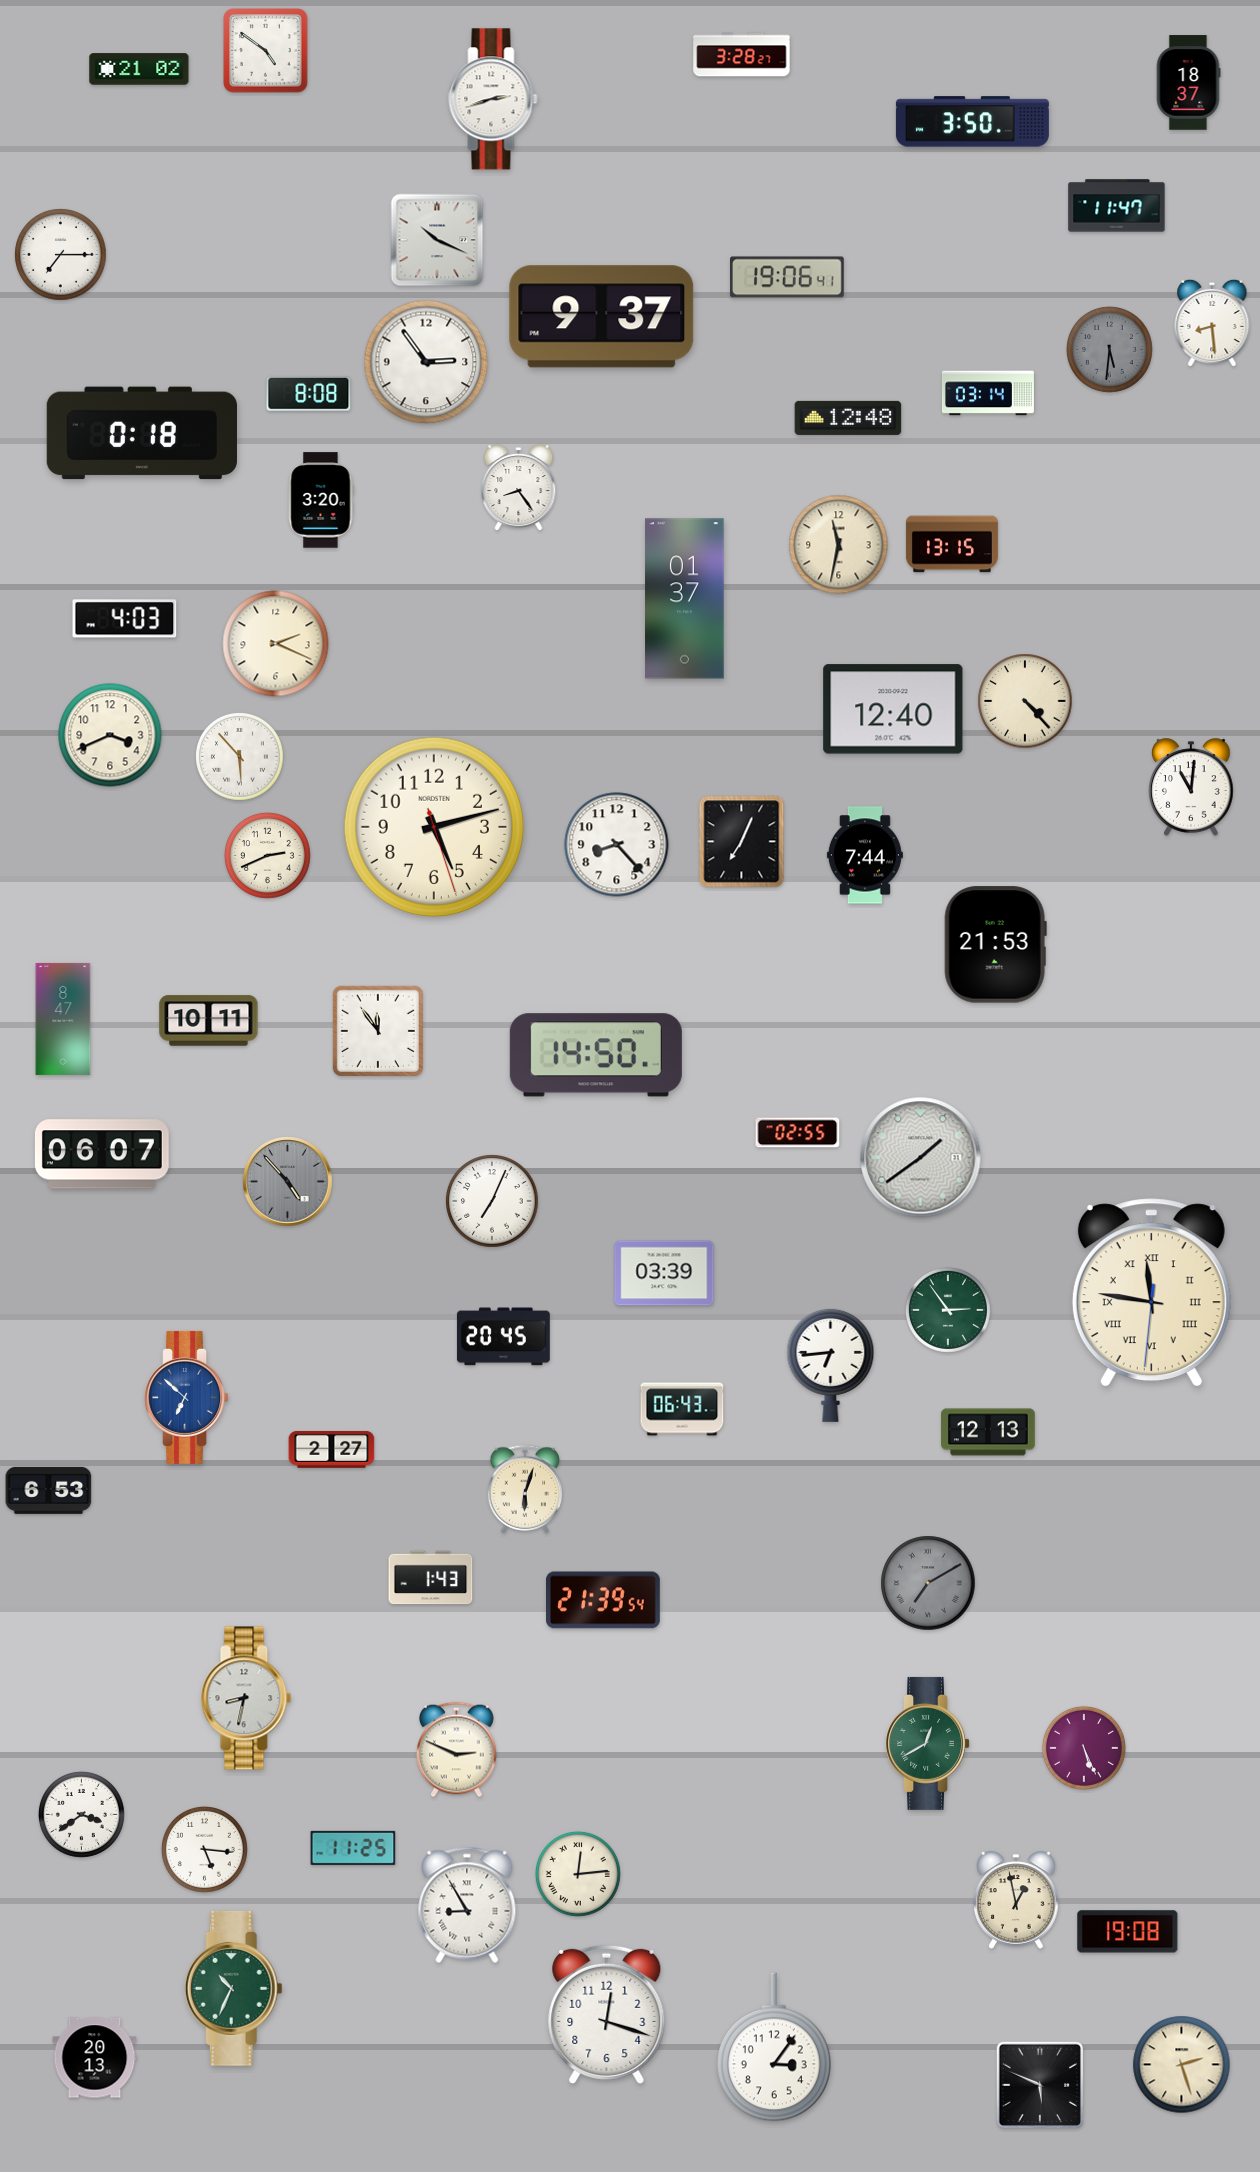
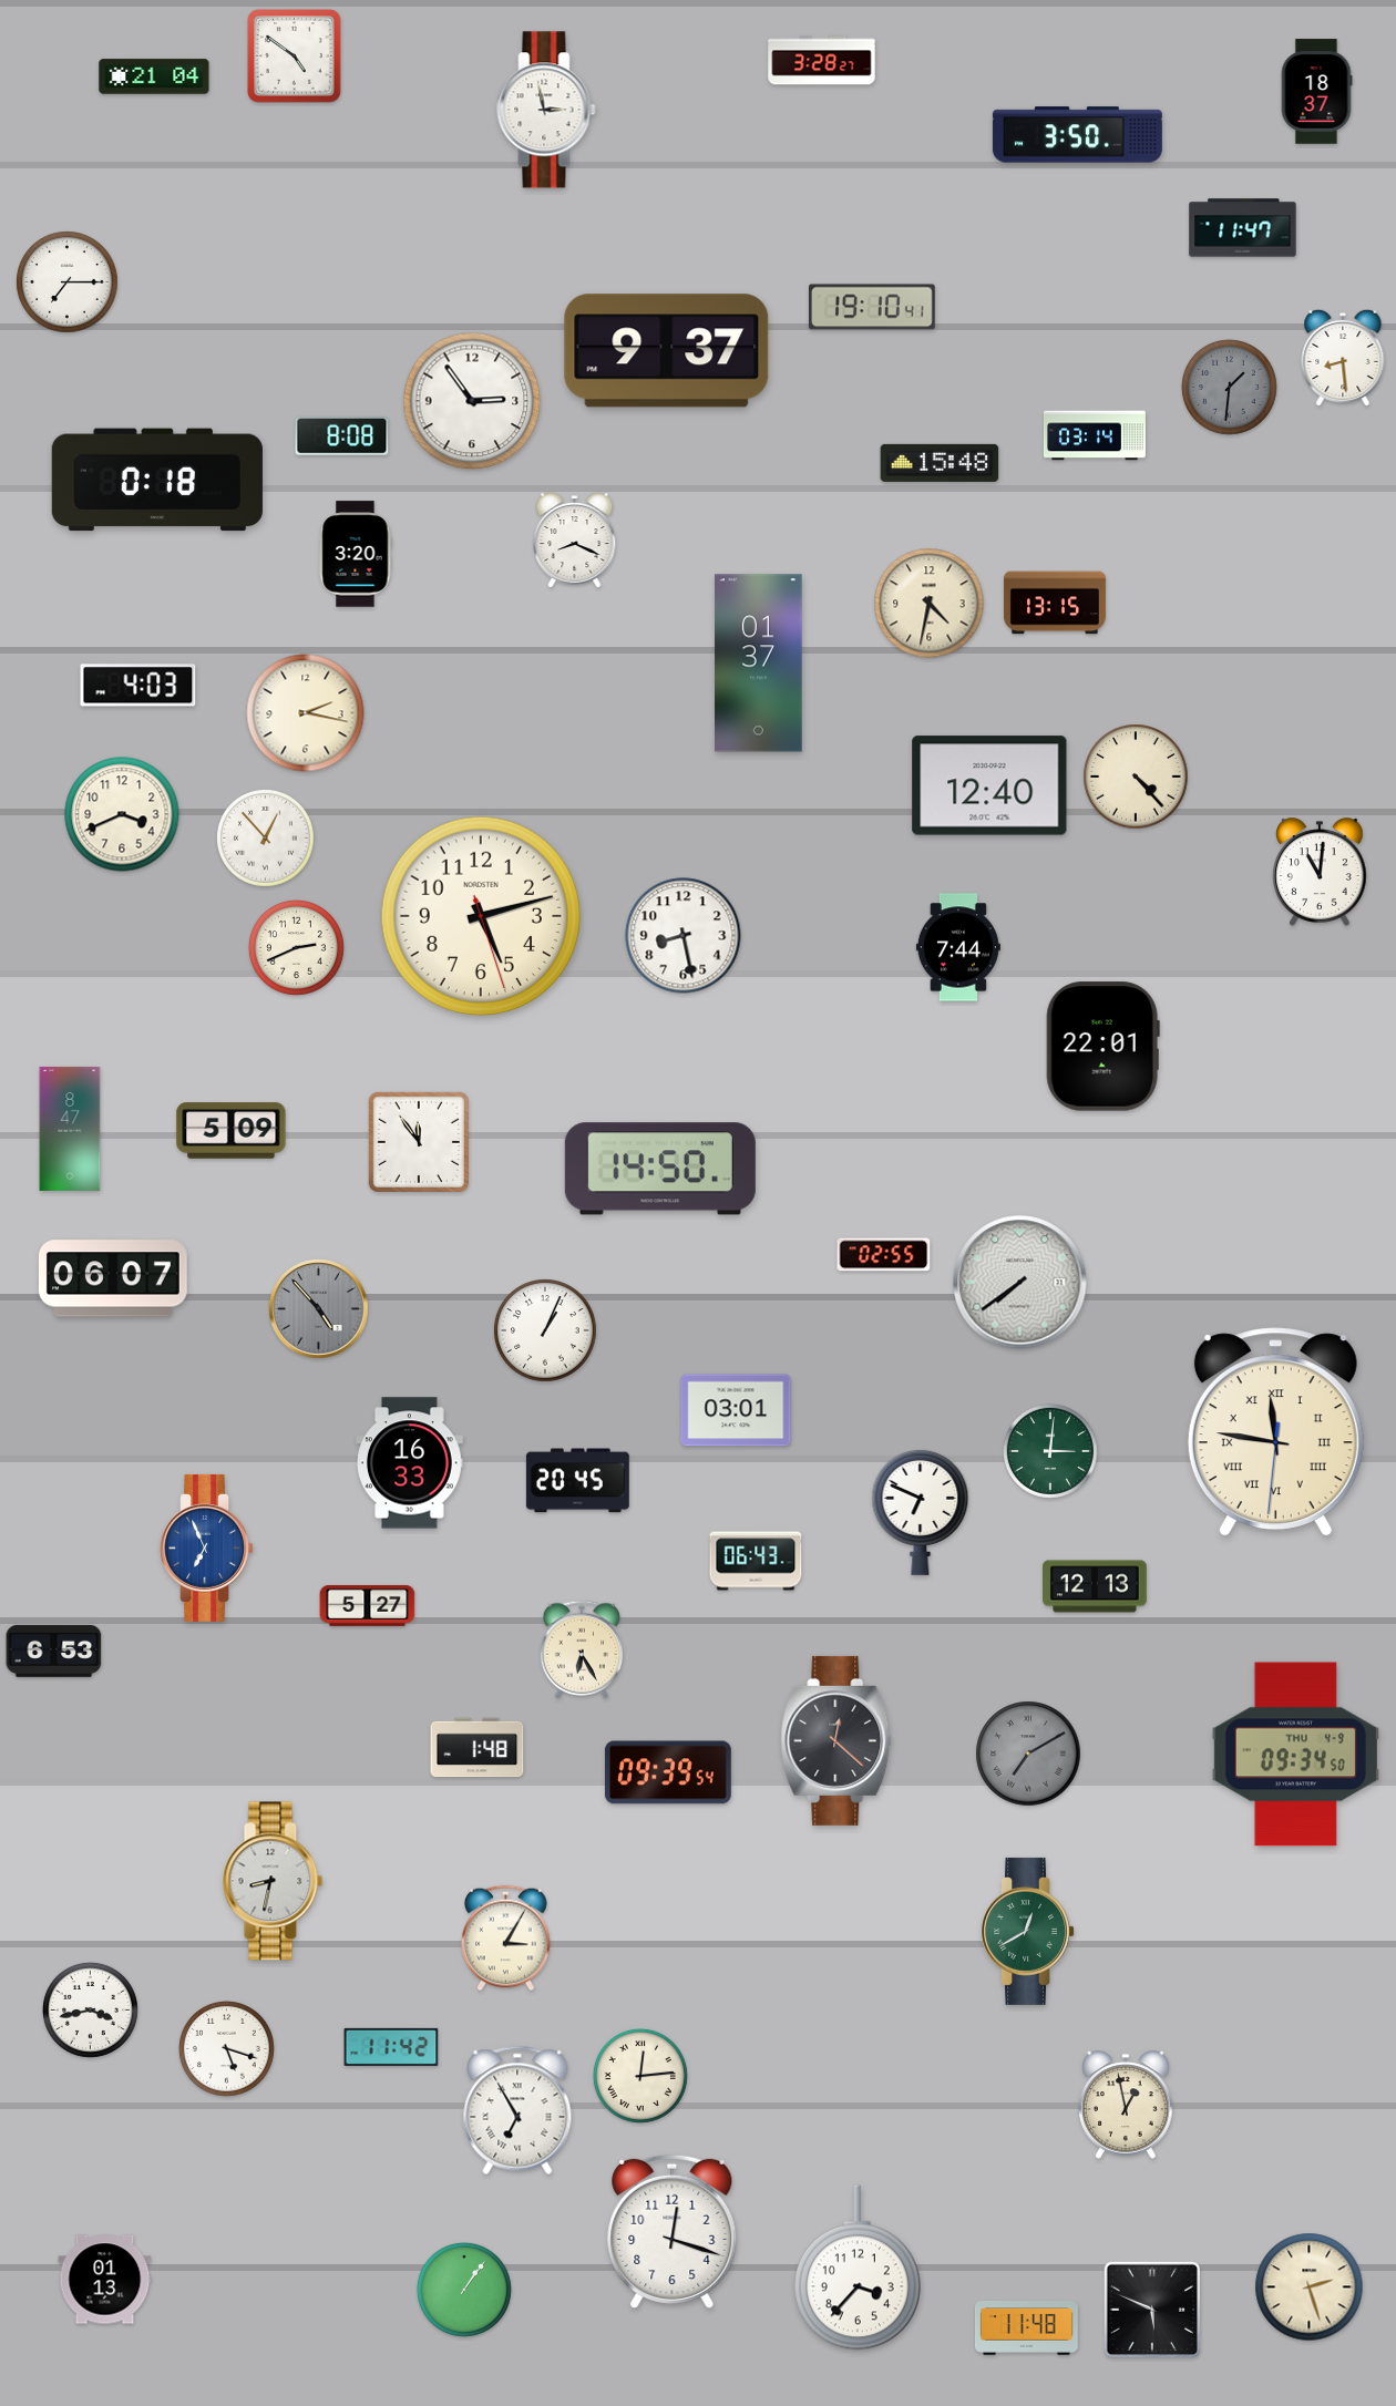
clock at (139, 69): 21:02 -> 21:04
clock at (493, 99): 2:42 -> 2:58
clock at (1117, 206) position: (1117, 206) -> (1243, 228)
clock at (437, 240): 10:19 -> none
clock at (788, 277): 19:06 -> 19:10
clock at (1109, 349): 5:31 -> 1:31
clock at (848, 418): 12:48 -> 15:48
clock at (519, 487): 8:24 -> 8:19
clock at (839, 545): 11:32 -> 4:32
clock at (276, 644): 2:19 -> 2:17
clock at (240, 757): 5:53 -> 12:53
clock at (742, 842): 7:04 -> none
clock at (617, 845): 8:23 -> 8:28
clock at (995, 945): 21:53 -> 22:01
clock at (209, 1021): 10:11 -> 5:09
clock at (921, 1158): 1:39 -> 7:39
clock at (492, 1201): 7:04 -> 1:04
clock at (664, 1273): 03:39 -> 03:01
clock at (948, 1310): 2:54 -> 3:01
clock at (410, 1463): none -> 16:33
clock at (503, 1337) position: (503, 1337) -> (577, 1481)
clock at (831, 1365): 6:44 -> 6:49
clock at (187, 1397): 6:52 -> 6:56
clock at (332, 1450): 2:27 -> 5:27
clock at (525, 1489): 6:03 -> 6:25
clock at (836, 1740): none -> 12:22
clock at (431, 1578): 1:43 -> 1:48
clock at (1295, 1755): none -> 09:34
clock at (604, 1600): 21:39 -> 09:39
clock at (1084, 1748): 5:26 -> none
clock at (457, 1750): 2:49 -> 3:05
clock at (81, 1814): 3:39 -> 3:43
clock at (353, 1848): 11:25 -> 11:42
clock at (204, 1849): 5:16 -> 5:18
clock at (467, 1905): 8:55 -> 6:55
clock at (1128, 1932): 19:08 -> none
clock at (233, 1988): 10:34 -> none
clock at (775, 2047): 3:06 -> 3:37
clock at (95, 2058): 20:13 -> 01:13
clock at (464, 2290): none -> 1:06
clock at (1026, 2328): none -> 11:48
